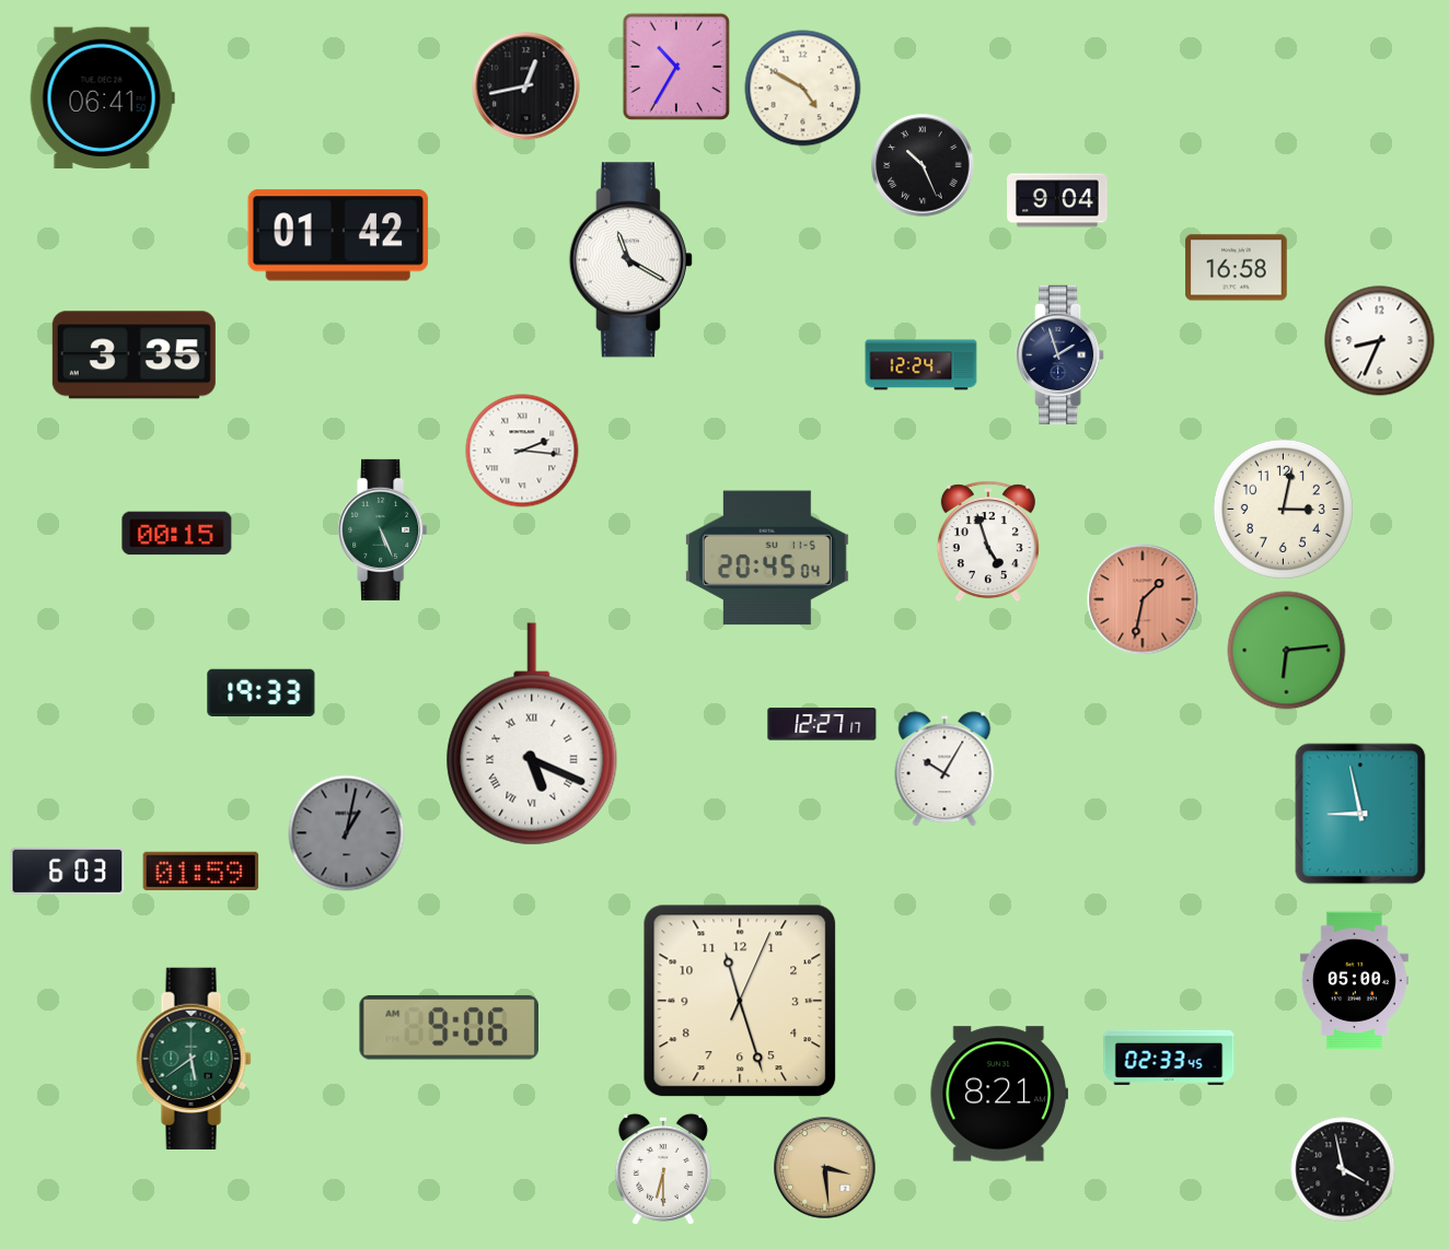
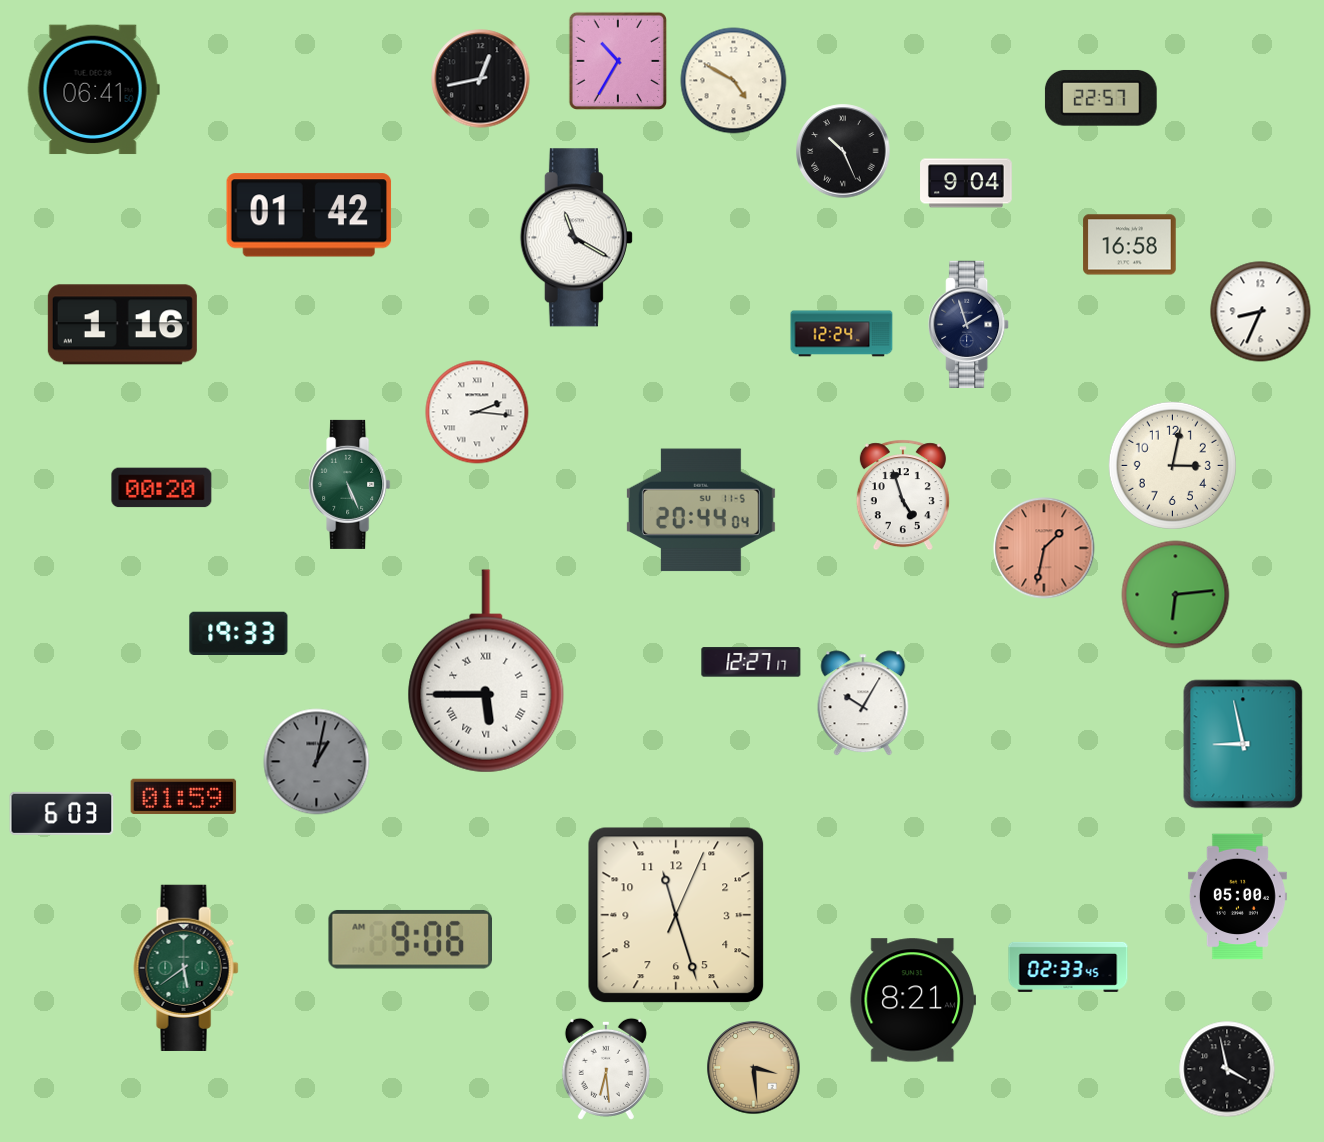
clock at (1101, 98): none -> 22:57
clock at (134, 355): 3:35 -> 1:16
clock at (177, 534): 00:15 -> 00:20
clock at (767, 558): 20:45 -> 20:44
clock at (532, 734): 5:19 -> 5:45
clock at (68, 871) position: (68, 871) -> (62, 813)
clock at (194, 1059) position: (194, 1059) -> (186, 968)
clock at (663, 1169): 6:30 -> 6:29
